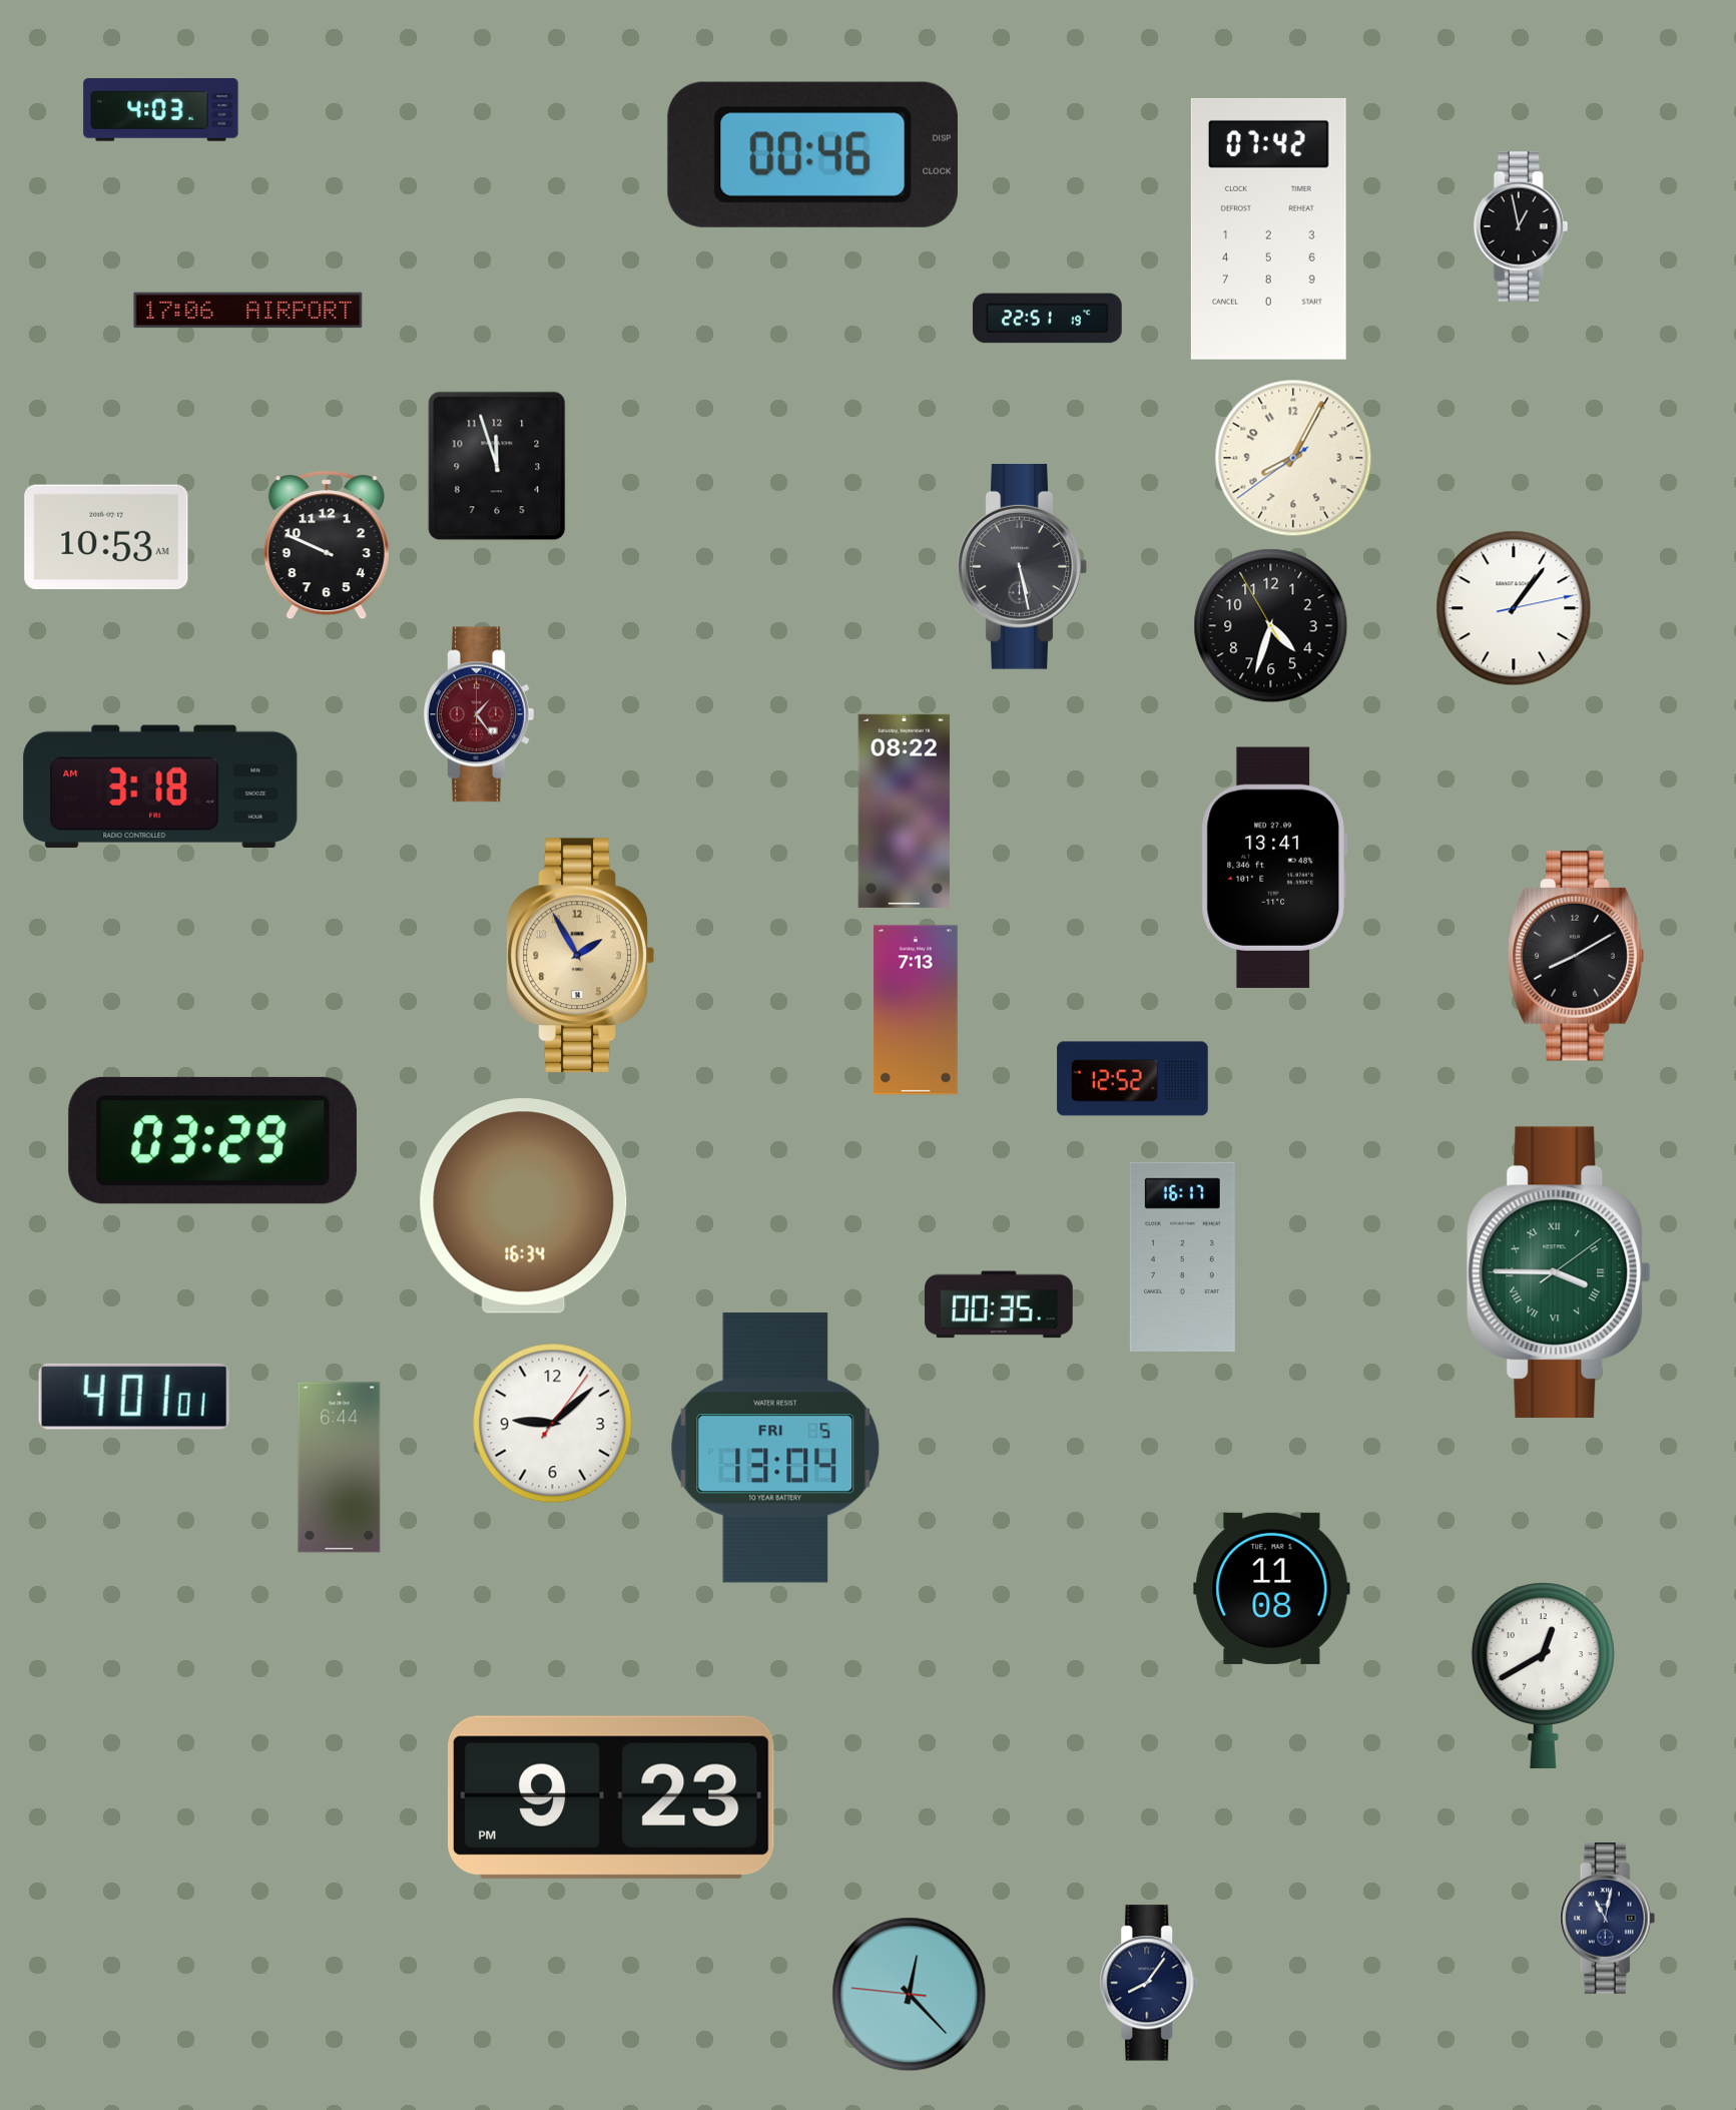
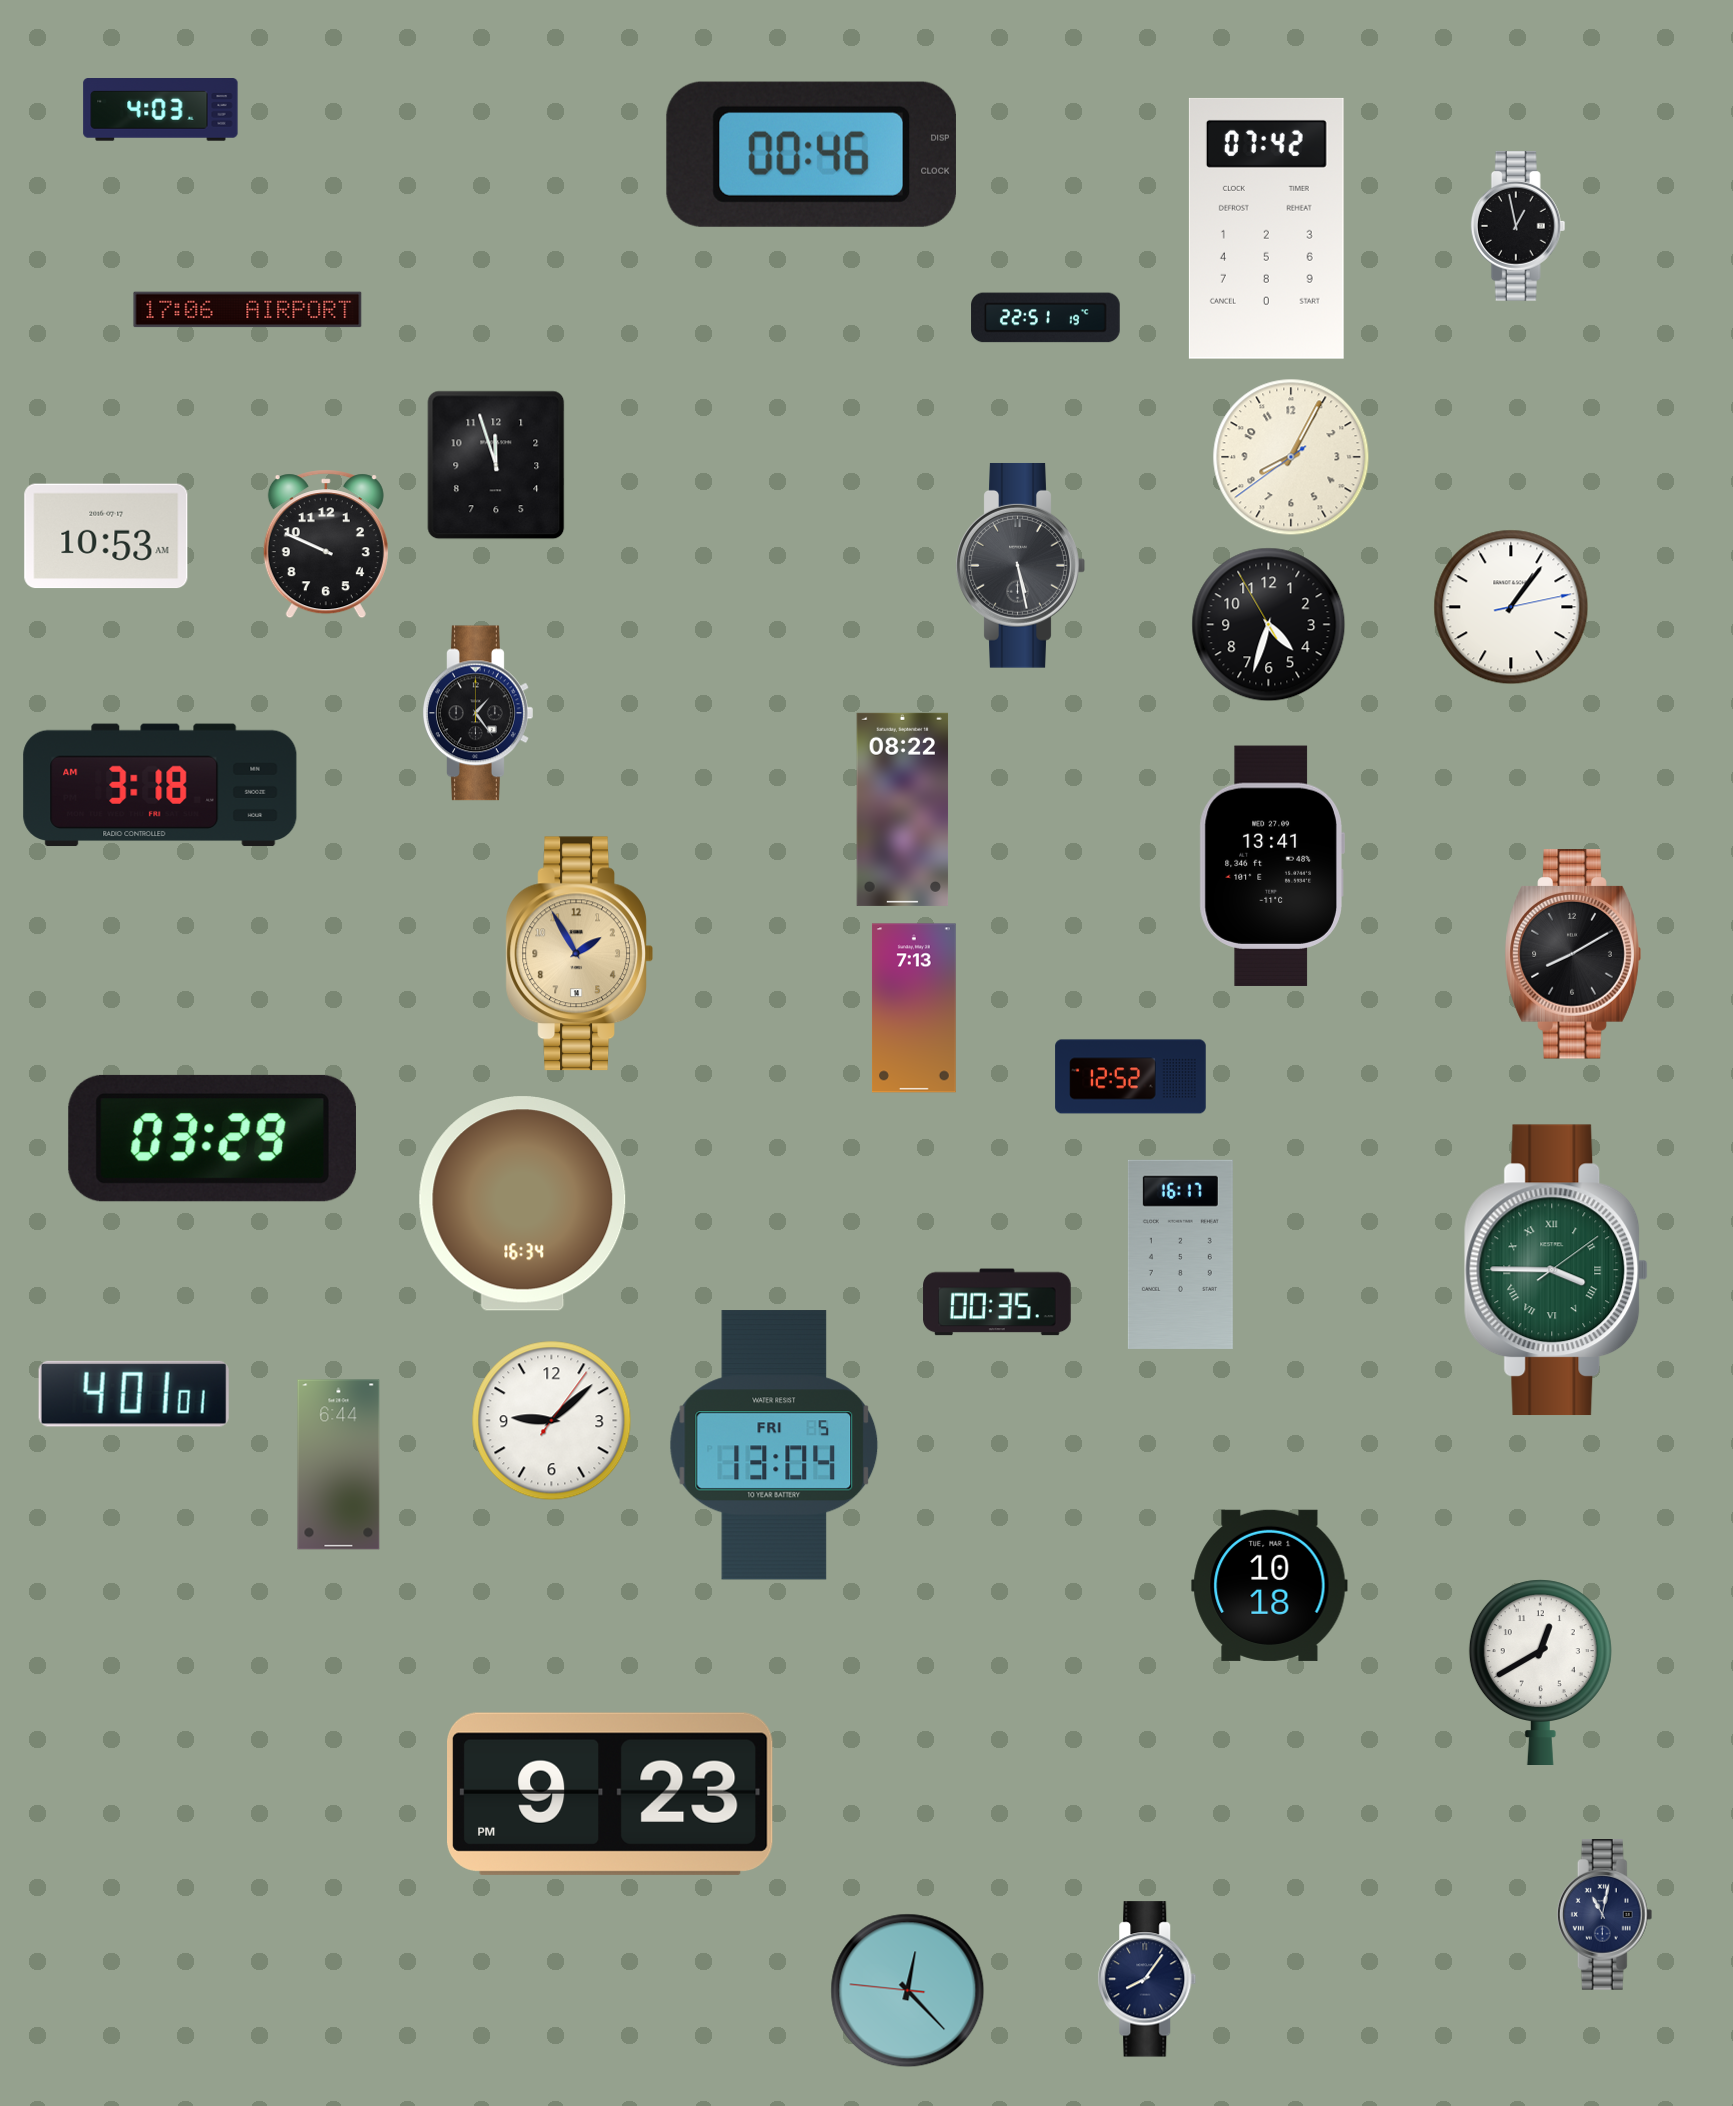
clock at (479, 714) dial: burgundy -> black
clock at (1272, 1588): 11:08 -> 10:18
